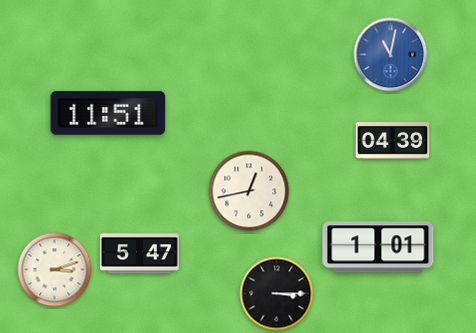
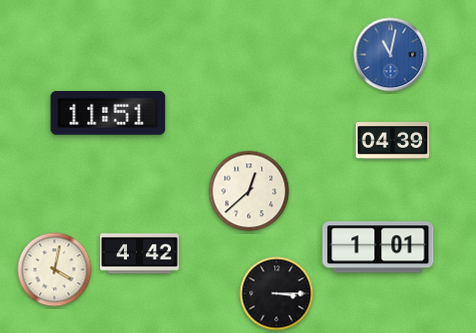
clock at (249, 191): 12:43 -> 12:38
clock at (140, 254): 5:47 -> 4:42
clock at (55, 270): 3:12 -> 4:02
